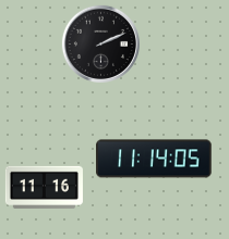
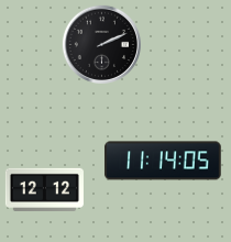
clock at (154, 159) position: (154, 159) -> (163, 161)
clock at (44, 187): 11:16 -> 12:12
